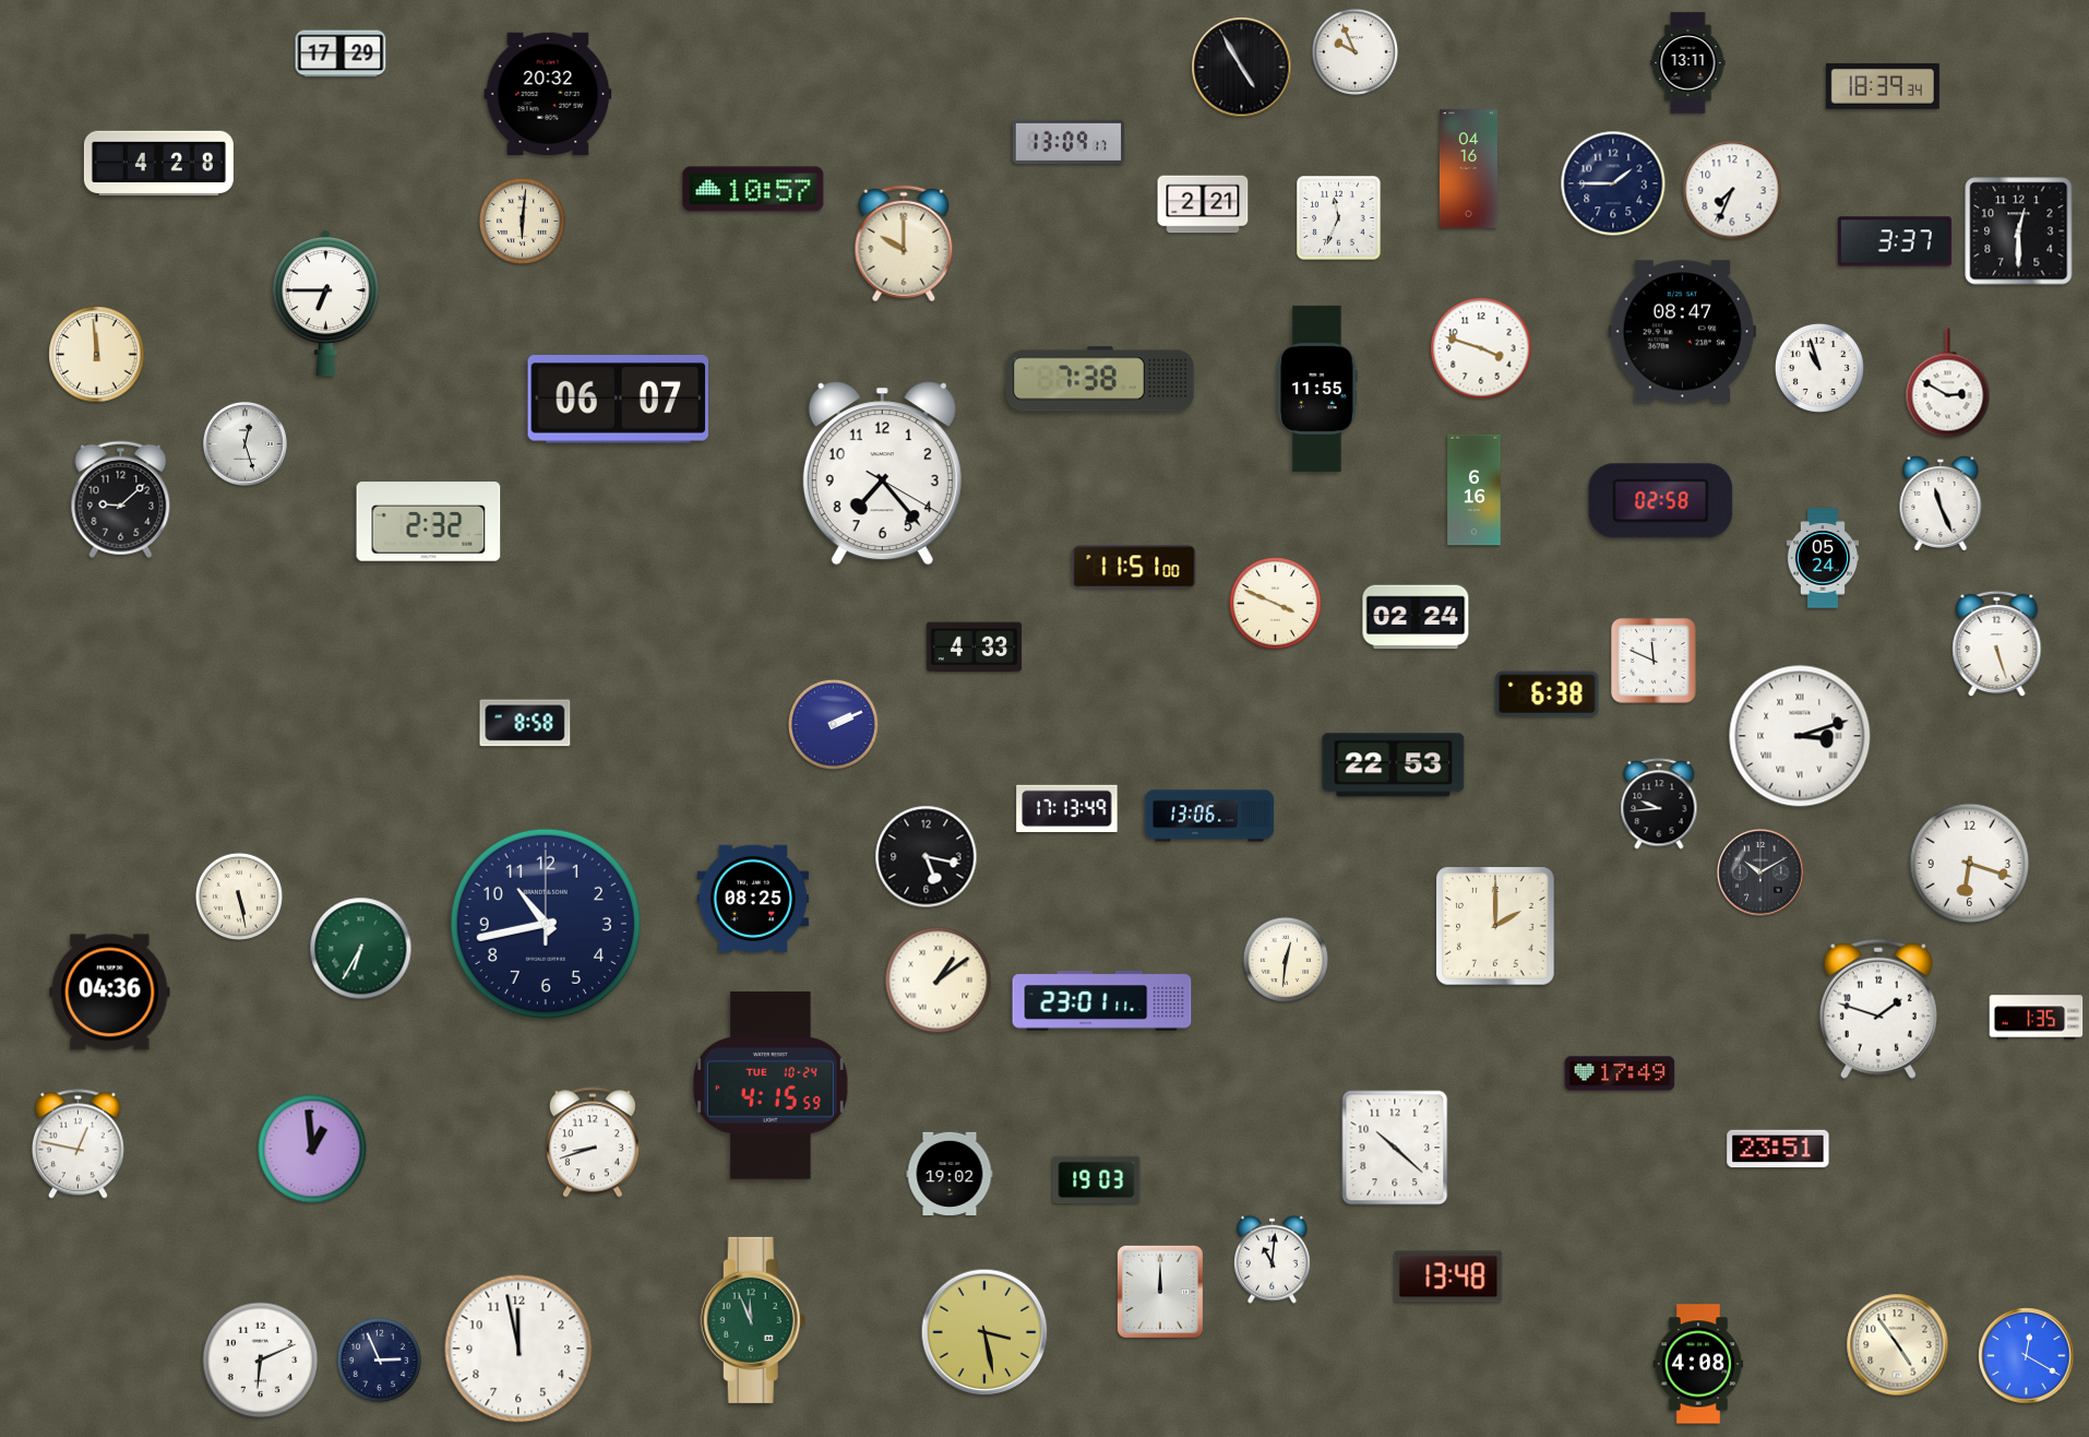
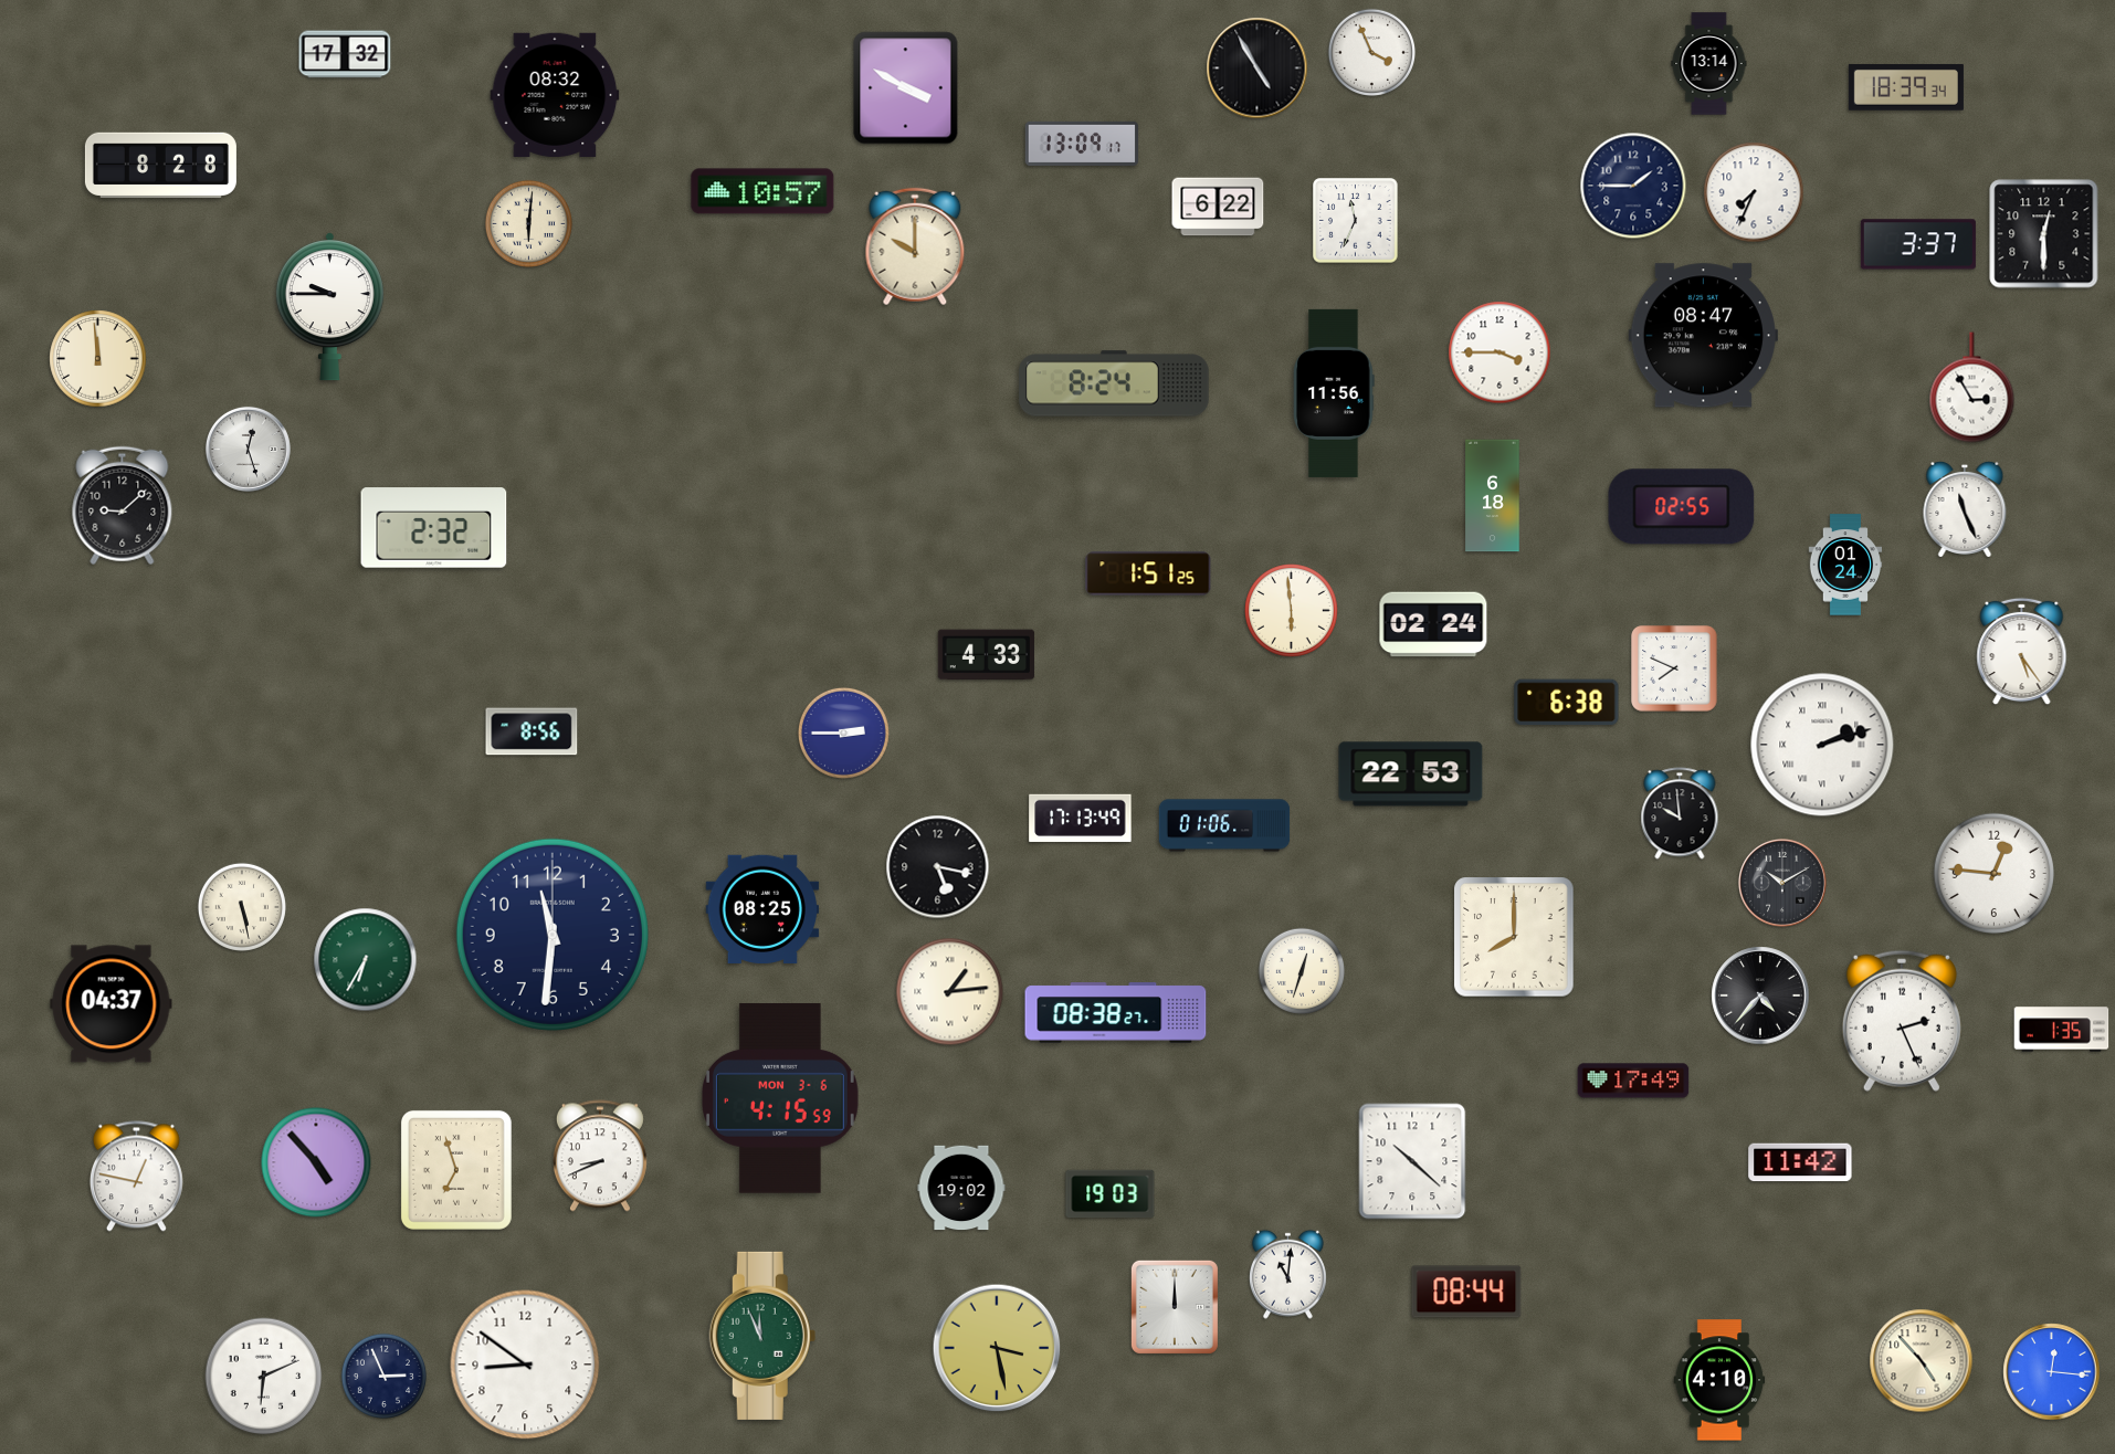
clock at (1354, 51): 9:56 -> 3:56
clock at (341, 54): 17:29 -> 17:32
clock at (1688, 63): 13:11 -> 13:14
clock at (906, 88): none -> 3:50
clock at (548, 94): 20:32 -> 08:32
clock at (158, 163): 4:28 -> 8:28
clock at (1468, 169): 04:16 -> none
clock at (1203, 204): 2:21 -> 6:22
clock at (325, 304): 6:45 -> 9:45
clock at (1481, 348): 3:48 -> 3:45
clock at (1819, 368): 10:57 -> none
clock at (1101, 379): 7:38 -> 8:24
clock at (1948, 383): 2:50 -> 2:55
clock at (1317, 389): 11:55 -> 11:56
clock at (618, 400): 06:07 -> none
clock at (882, 474): 7:23 -> none
clock at (1475, 490): 6:16 -> 6:18
clock at (1661, 501): 02:58 -> 02:55
clock at (1823, 558): 05:24 -> 01:24
clock at (1134, 567): 11:51 -> 1:51
clock at (1276, 604): 3:49 -> 5:59
clock at (1997, 644): 5:27 -> 5:24
clock at (1654, 661): 11:49 -> 7:49
clock at (525, 723): 8:58 -> 8:56
clock at (833, 724): 2:11 -> 2:45
clock at (1800, 736): 3:12 -> 2:12
clock at (1659, 804): 9:44 -> 9:59
clock at (1209, 816): 13:06 -> 01:06
clock at (1970, 864): 6:18 -> 12:46
clock at (546, 924): 10:43 -> 11:31
clock at (1495, 926): 2:00 -> 8:00
clock at (1286, 960): 12:31 -> 12:33
clock at (939, 981): 1:09 -> 1:14
clock at (1760, 995): none -> 4:37
clock at (110, 993): 04:36 -> 04:37
clock at (1102, 1001): 23:01 -> 08:38
clock at (1878, 1009): 1:48 -> 2:26
clock at (1620, 1073) position: (1620, 1073) -> (1633, 1081)
clock at (771, 1086) date: TUE 10-24 -> MON 3-6
clock at (593, 1142): 8:42 -> 8:41
clock at (77, 1144) position: (77, 1144) -> (136, 1177)
clock at (312, 1149): 12:59 -> 4:53
clock at (1778, 1149): 23:51 -> 11:42
clock at (456, 1170): none -> 6:57
clock at (1448, 1276): 13:48 -> 08:44
clock at (1898, 1345): 4:54 -> 4:53
clock at (518, 1349): 11:58 -> 8:51
clock at (2027, 1356): 12:20 -> 12:16
clock at (1698, 1364): 4:08 -> 4:10
